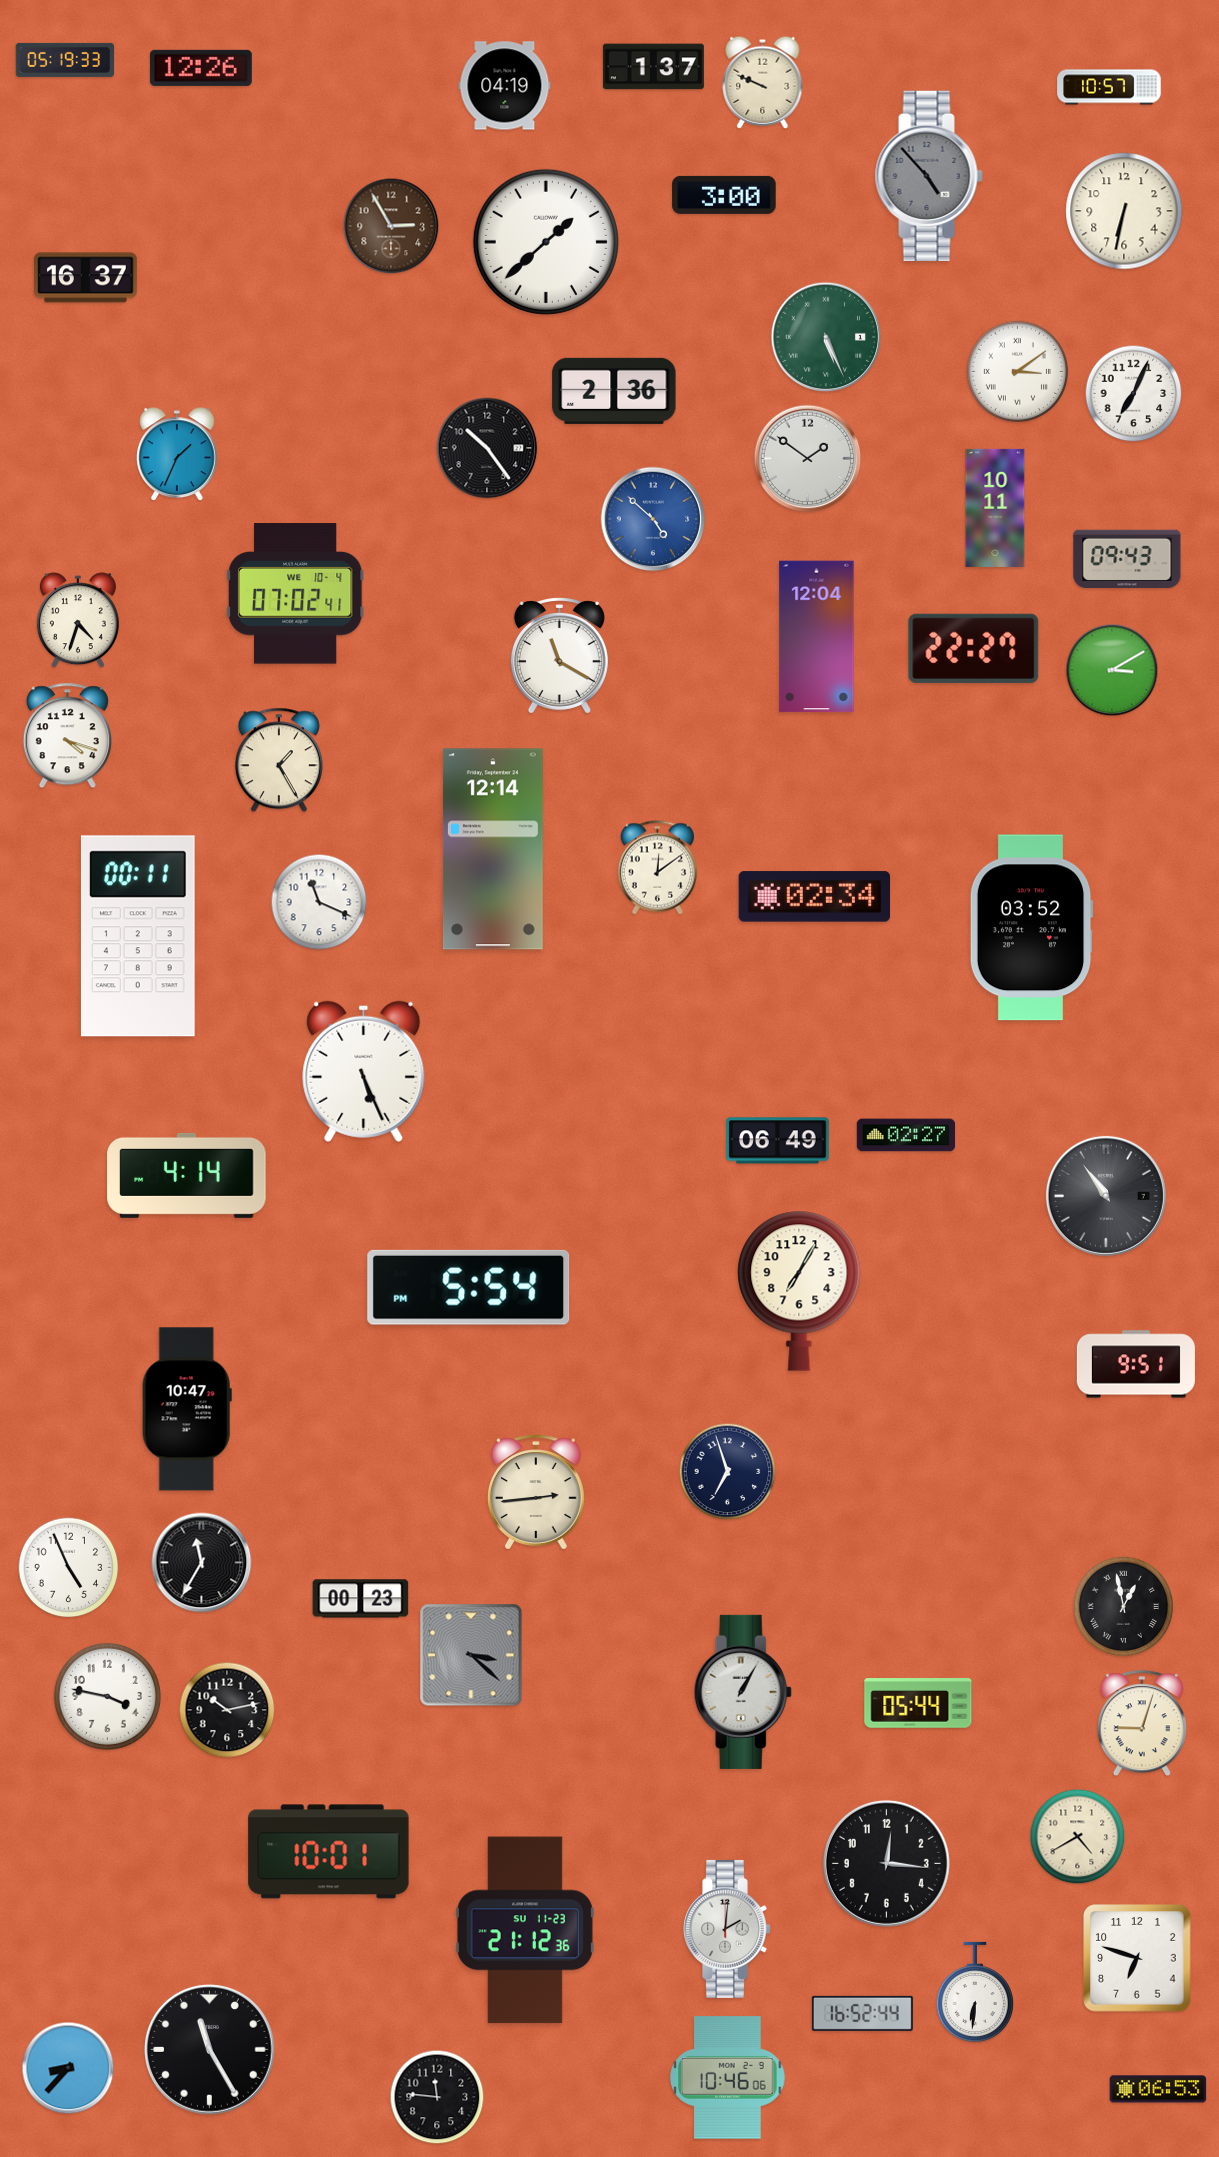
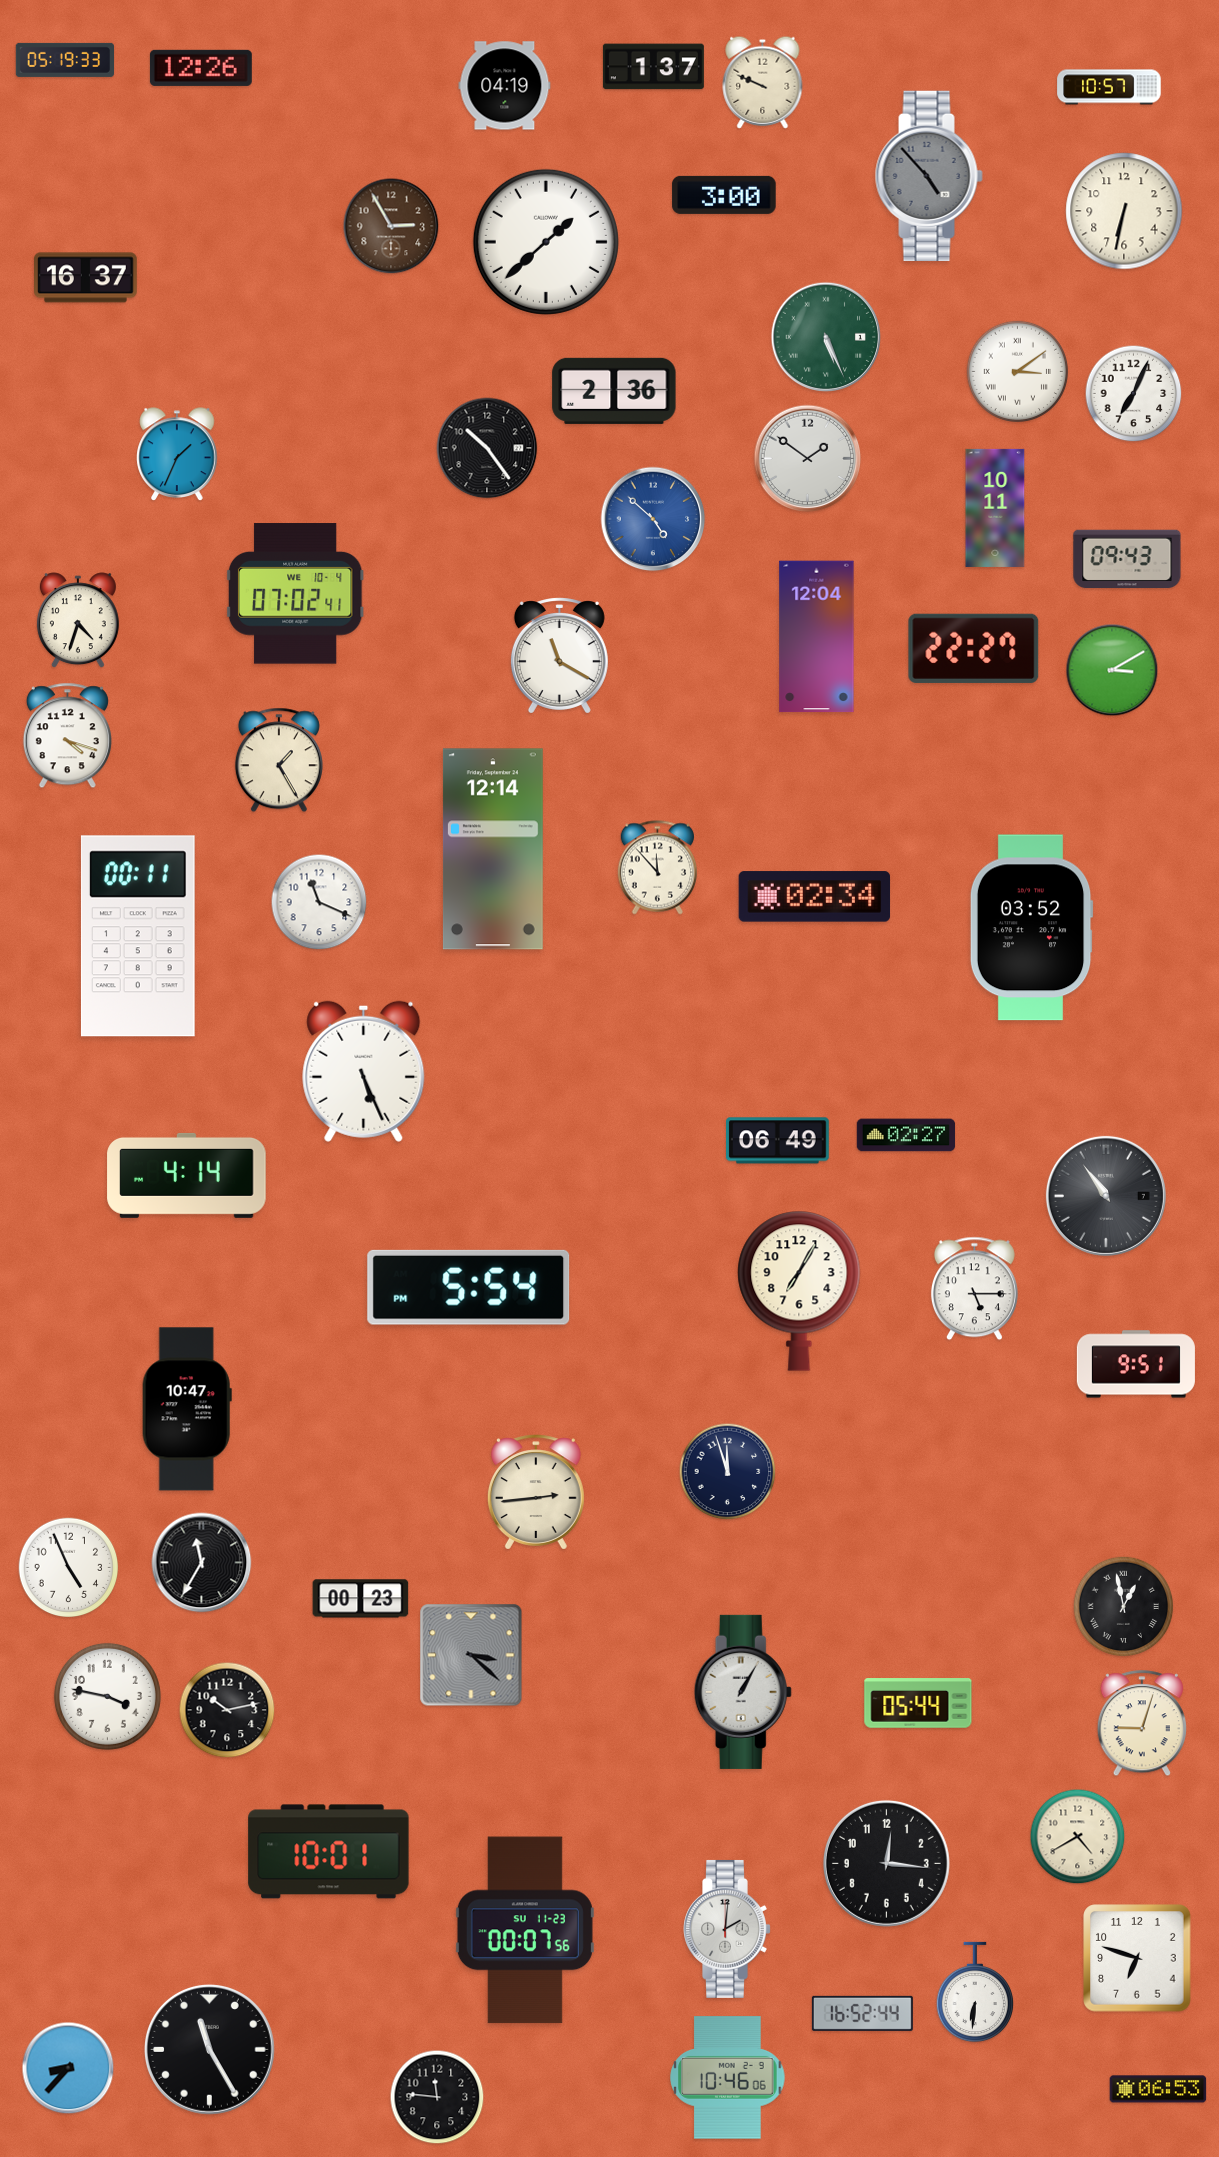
clock at (657, 868): 12:09 -> 11:53
clock at (974, 1289): none -> 5:15
clock at (728, 1472): 6:57 -> 11:57
clock at (525, 1930): 21:12 -> 00:07
